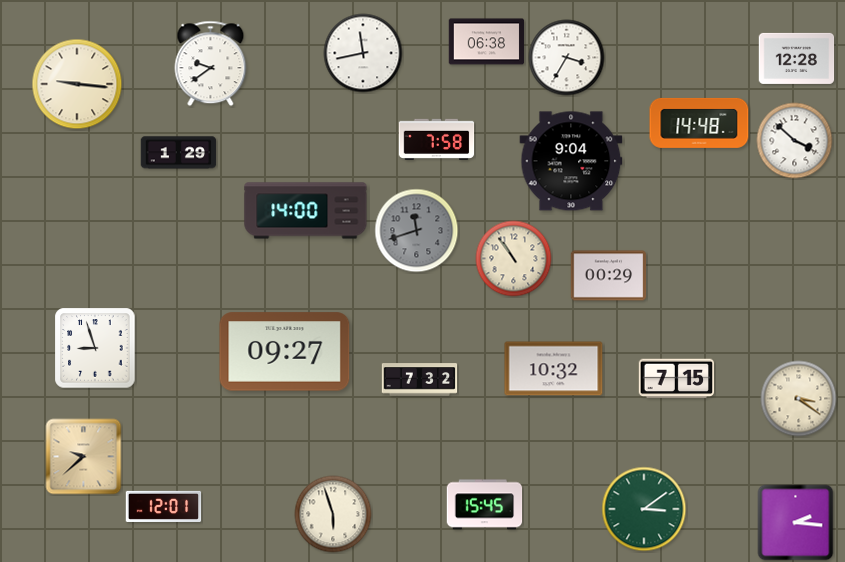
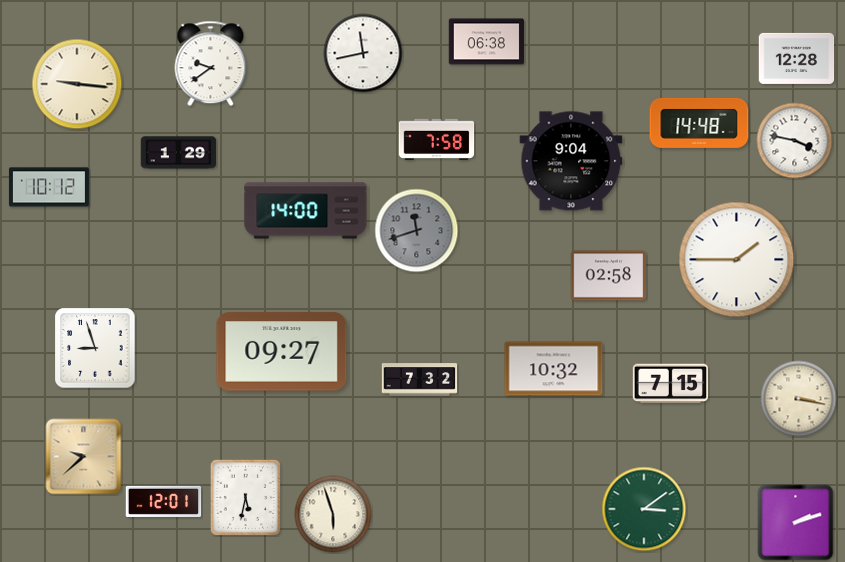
clock at (567, 58): 3:35 -> none
clock at (795, 141): 3:52 -> 3:47
clock at (49, 187): none -> 10:12
clock at (514, 259): 10:54 -> none
clock at (737, 260): none -> 1:45
clock at (609, 276): 00:29 -> 02:58
clock at (285, 352) position: (285, 352) -> (282, 352)
clock at (677, 379) position: (677, 379) -> (671, 384)
clock at (799, 399): 3:21 -> 3:17
clock at (245, 497): none -> 5:32
clock at (485, 505): 15:45 -> none
clock at (164, 506) position: (164, 506) -> (164, 501)
clock at (796, 523): 2:16 -> 2:12
